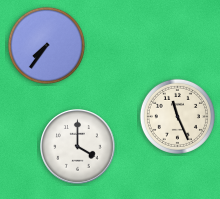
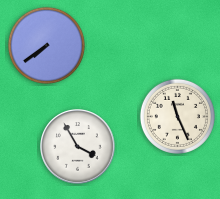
clock at (46, 45): 7:36 -> 7:39
clock at (78, 147): 4:00 -> 3:55
